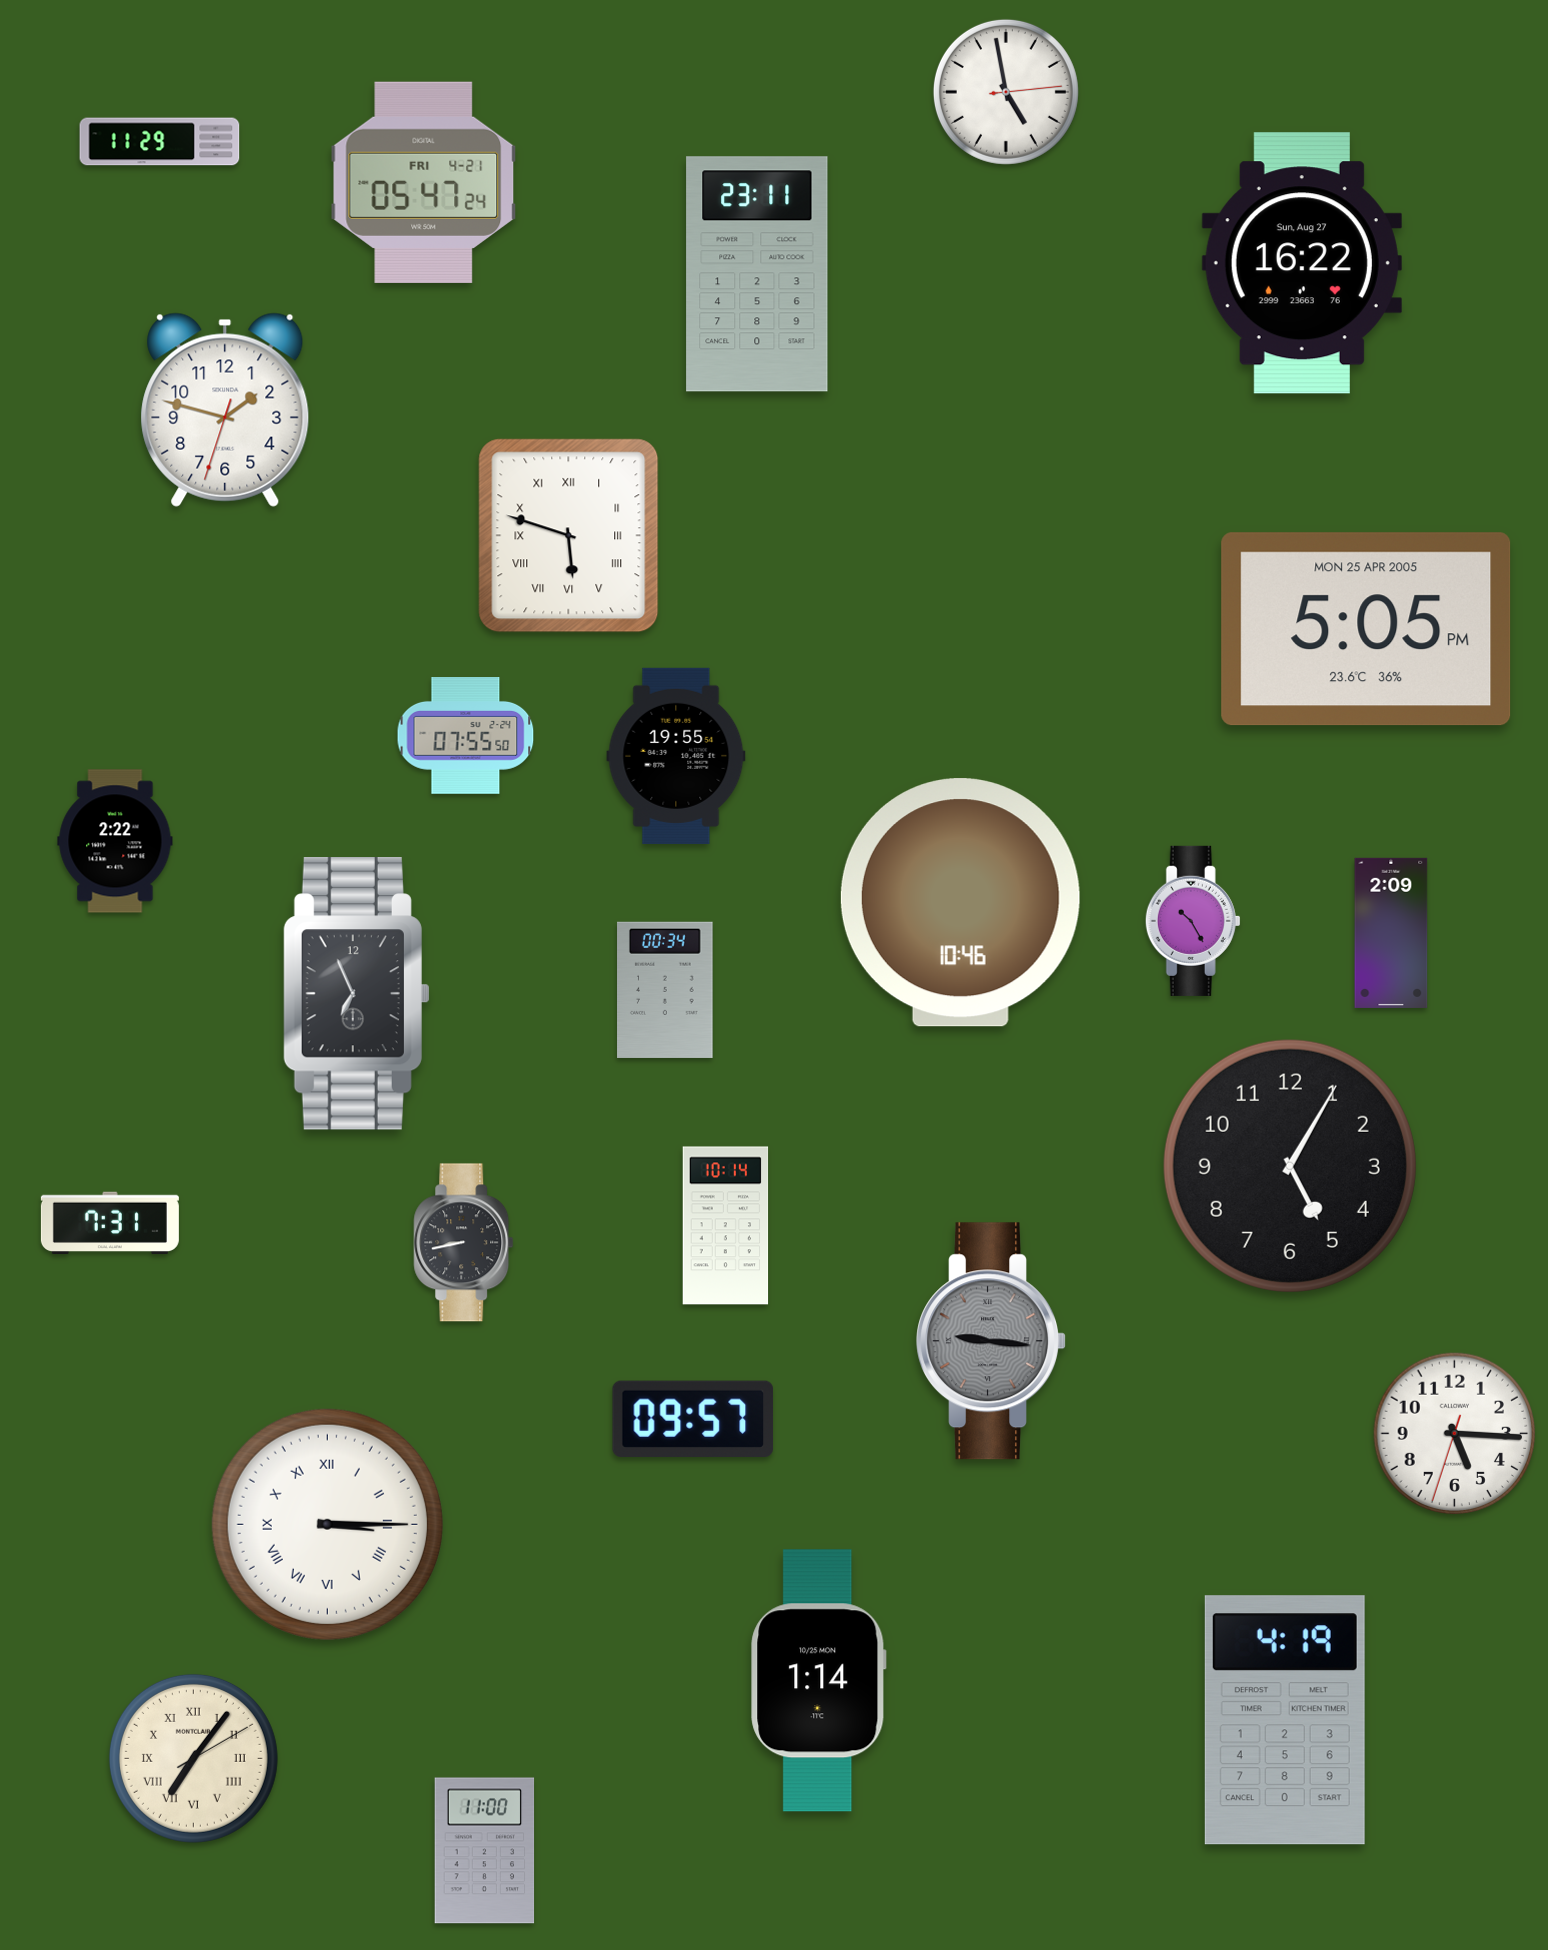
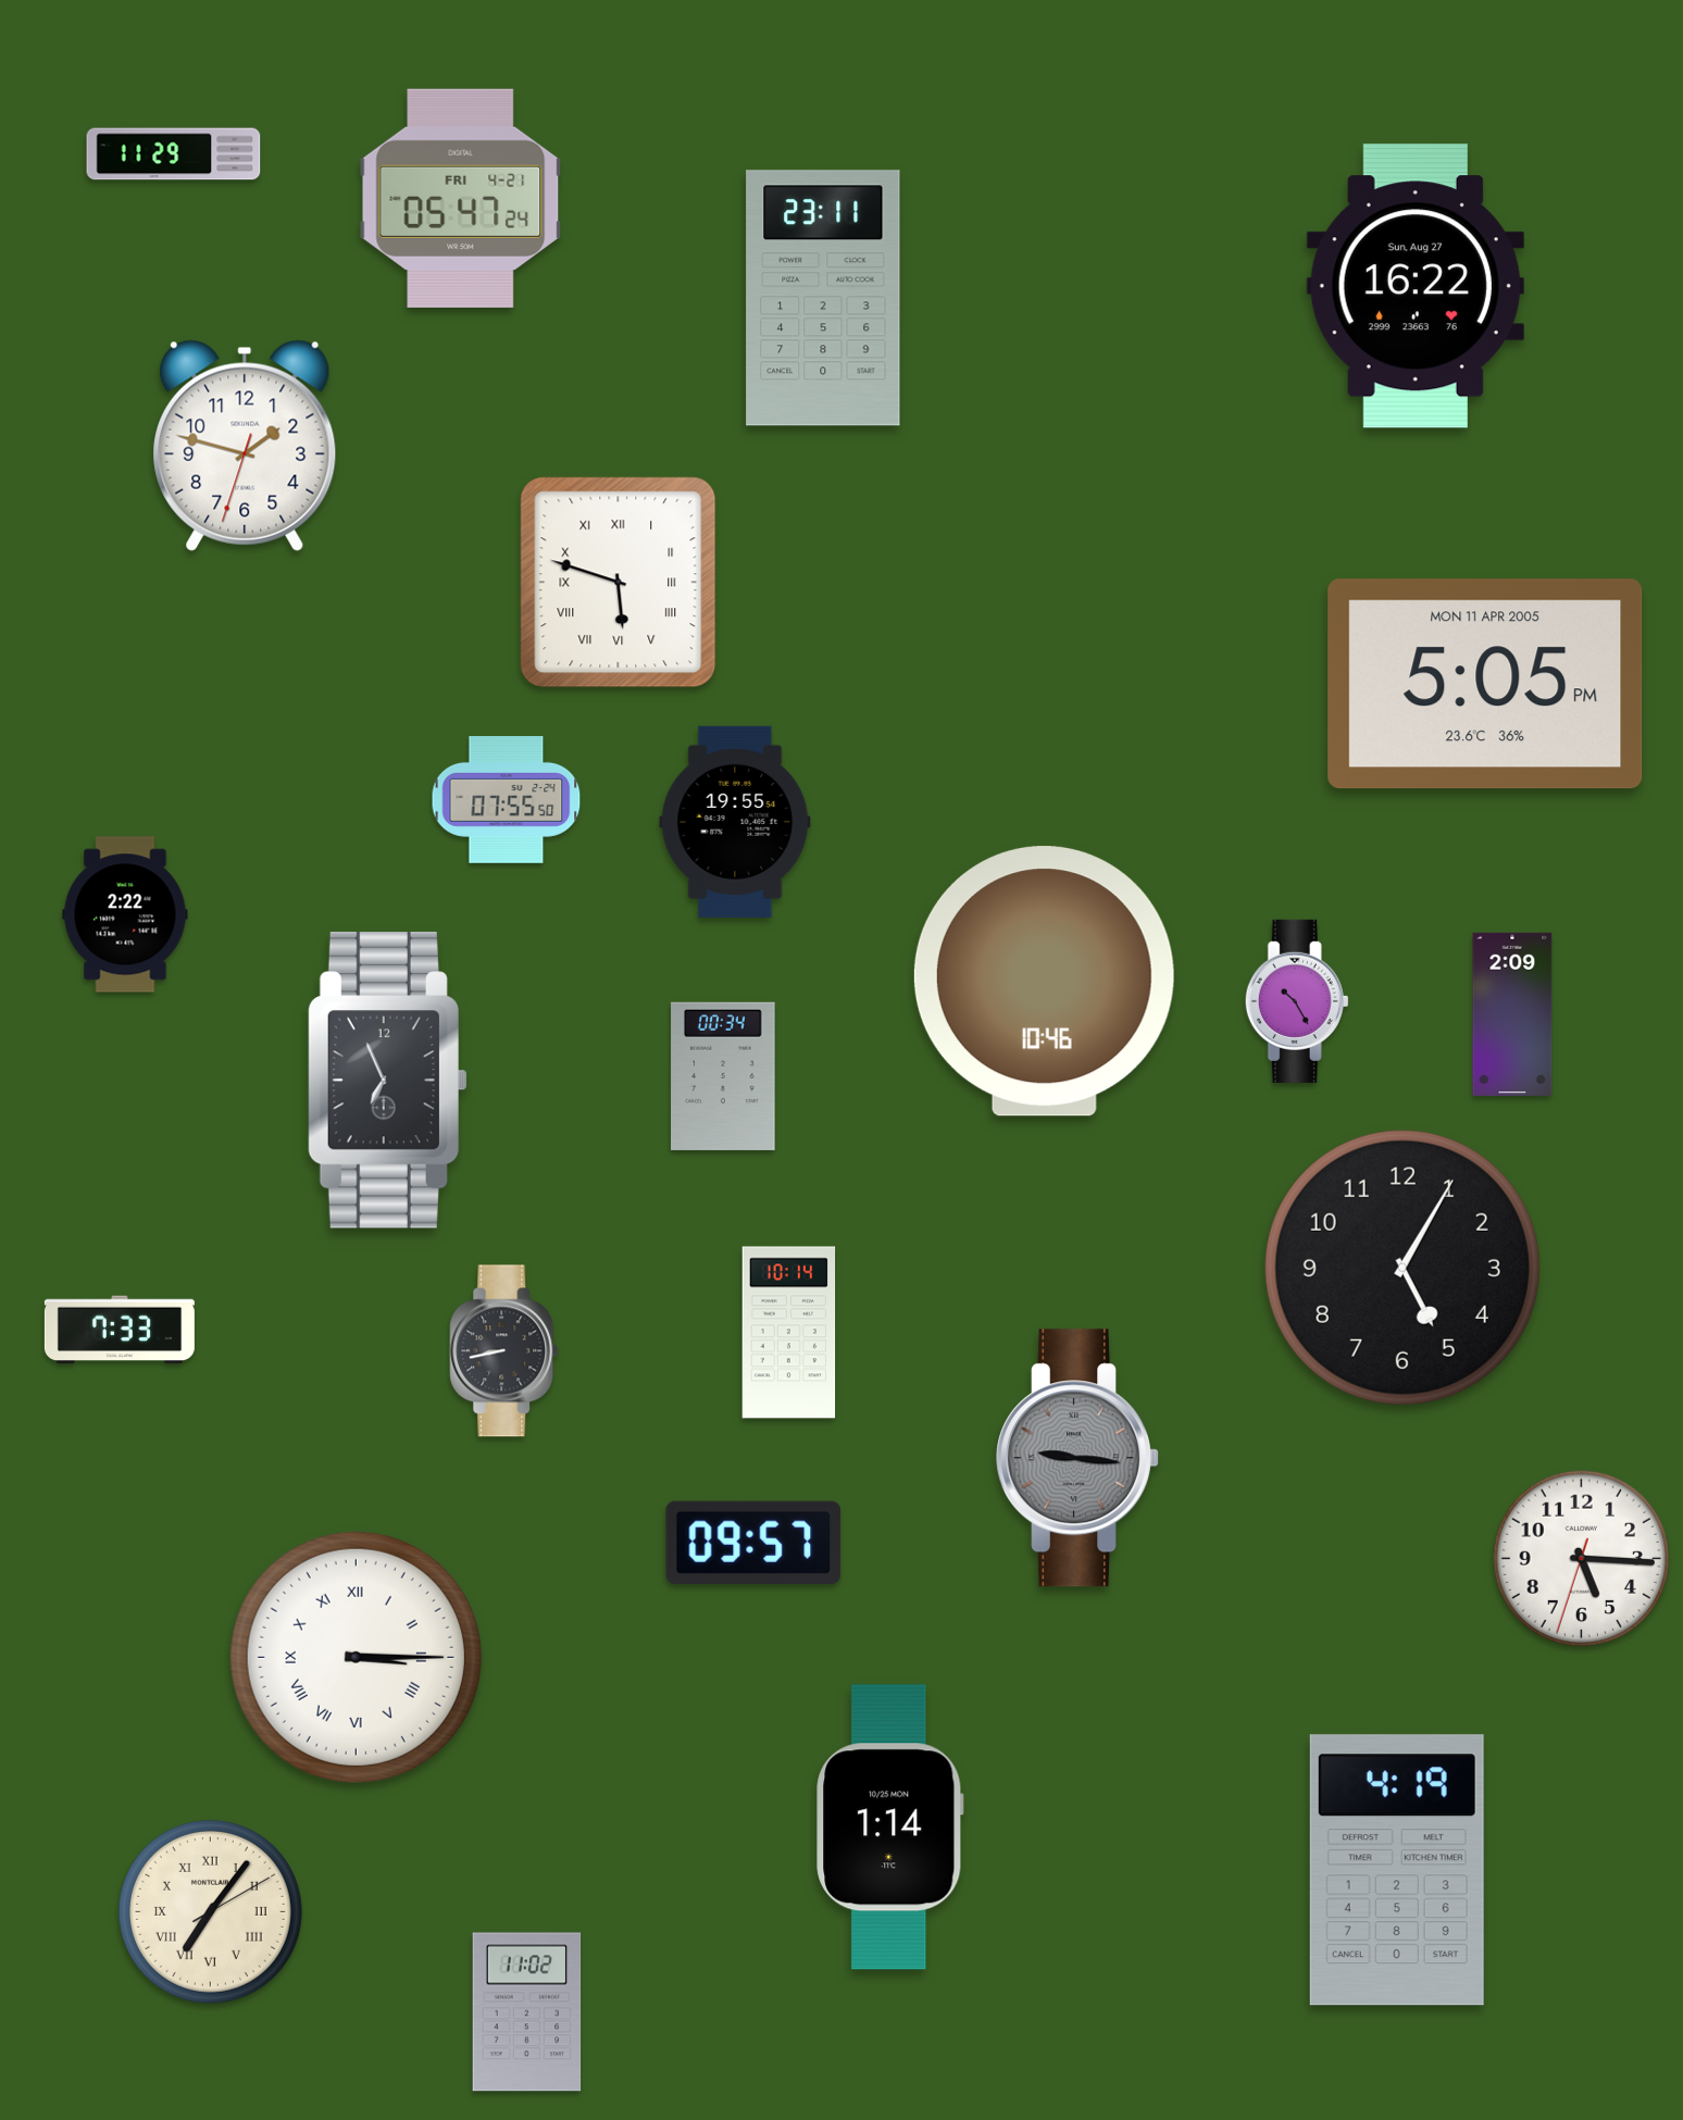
clock at (1006, 92): 4:58 -> none
clock at (1366, 629) date: MON 25 APR 2005 -> MON 11 APR 2005
clock at (110, 1223): 7:31 -> 7:33
clock at (485, 1851): 11:00 -> 11:02
